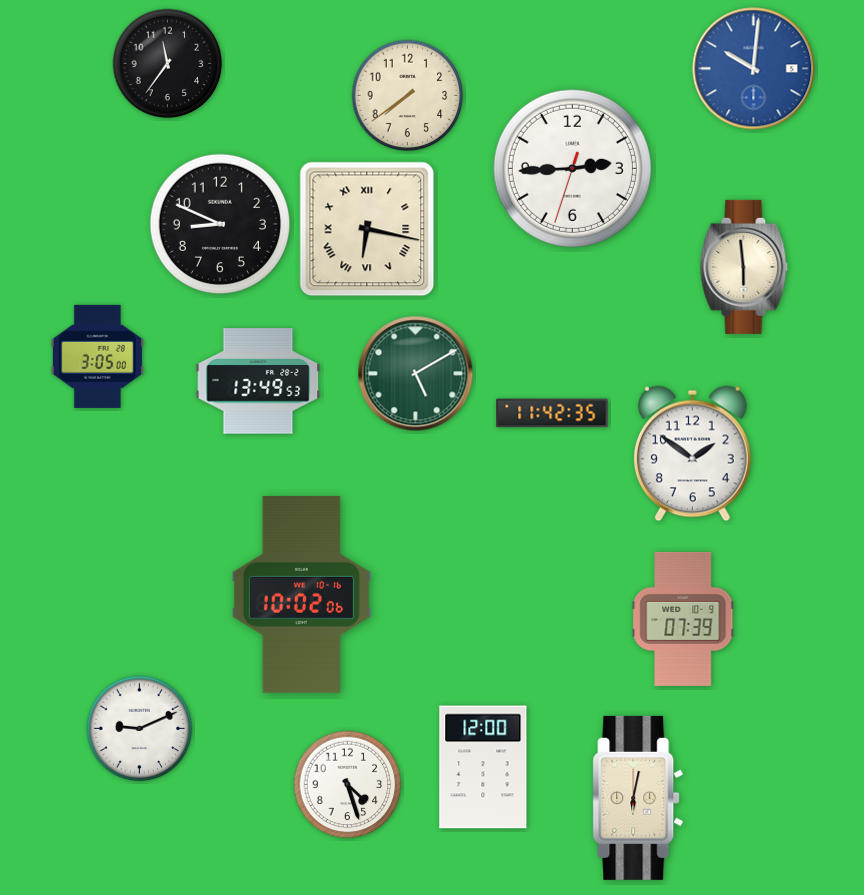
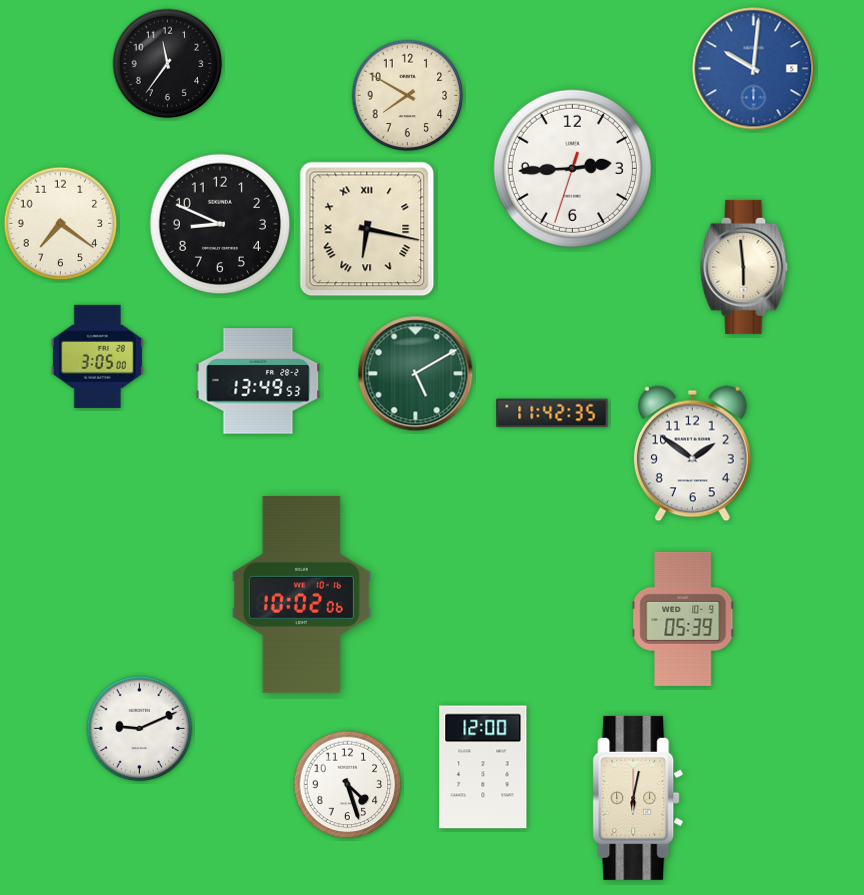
clock at (408, 96): 7:39 -> 7:50
clock at (61, 224): none -> 7:21
clock at (683, 619): 07:39 -> 05:39
